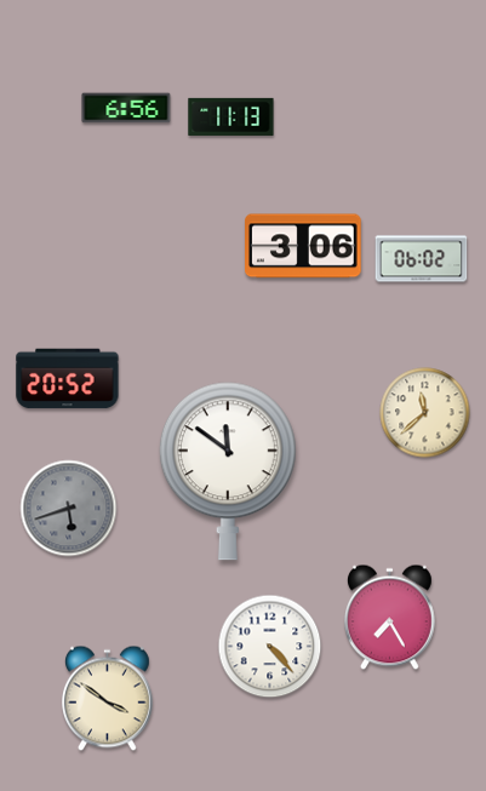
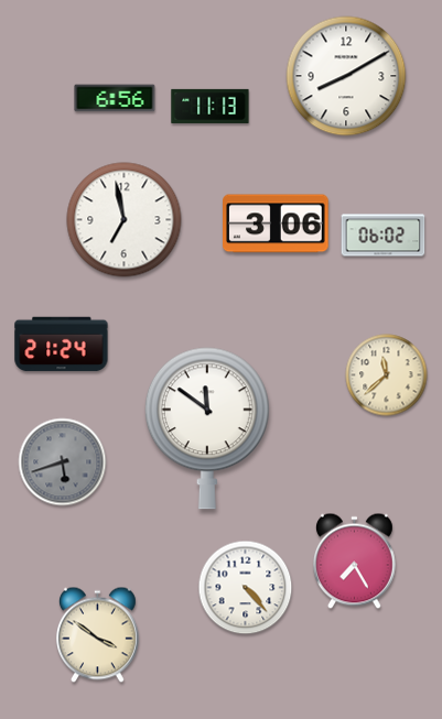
clock at (346, 76): none -> 8:10
clock at (125, 220): none -> 6:58
clock at (68, 379): 20:52 -> 21:24
